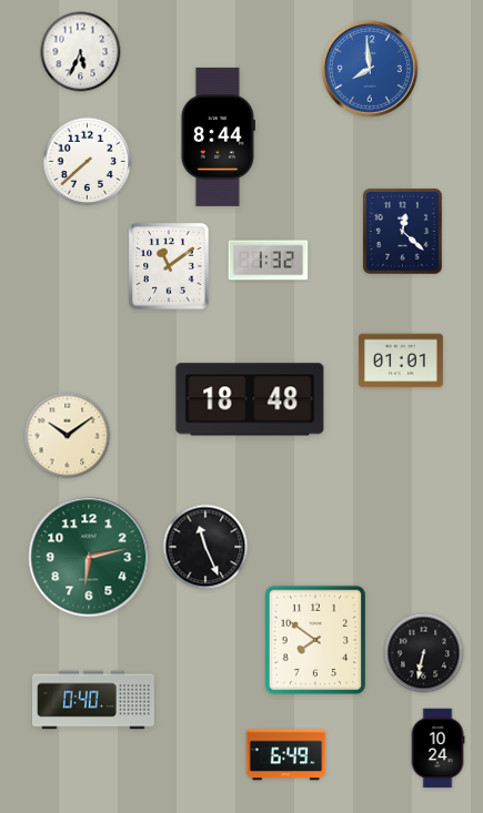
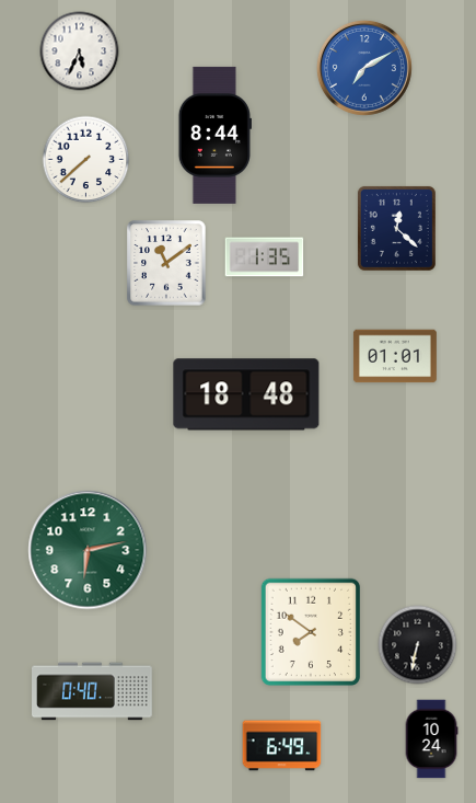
clock at (370, 69): 7:59 -> 7:10
clock at (269, 261): 1:32 -> 1:35
clock at (68, 436): 10:09 -> none
clock at (205, 547): 11:26 -> none
